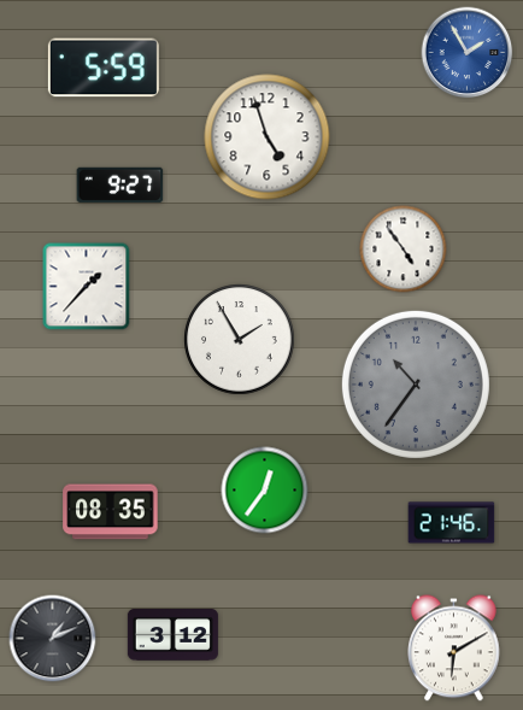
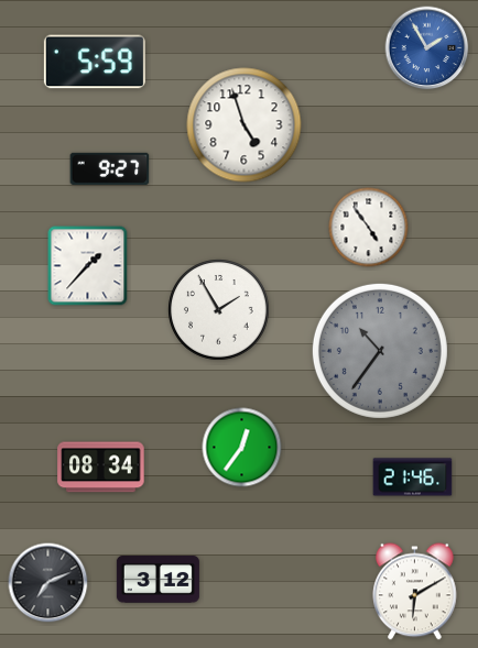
clock at (87, 287) position: (87, 287) -> (88, 266)
clock at (111, 512): 08:35 -> 08:34
clock at (53, 639): 1:11 -> 7:11
